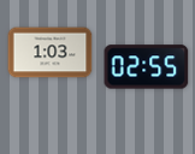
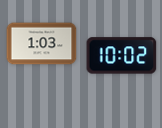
clock at (147, 67): 02:55 -> 10:02
